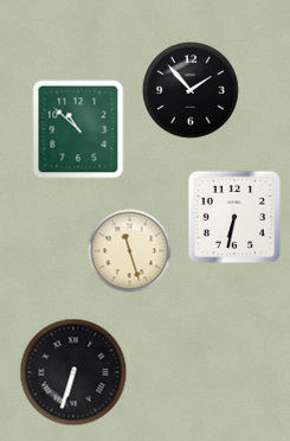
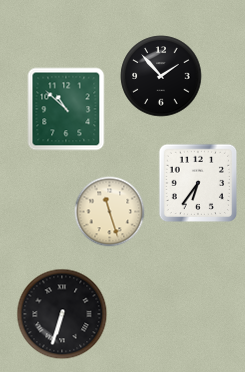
clock at (234, 217): 6:32 -> 6:36
